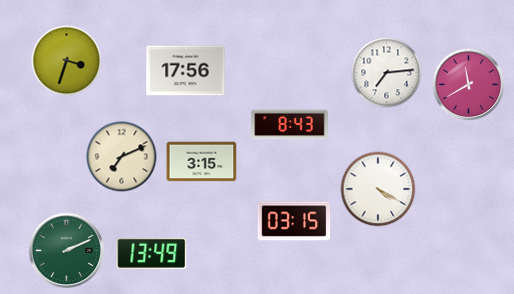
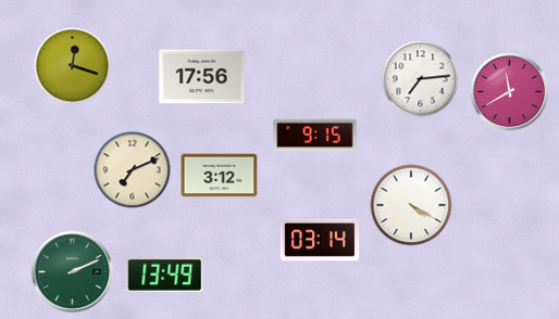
clock at (67, 61): 3:33 -> 12:18
clock at (290, 125): 8:43 -> 9:15
clock at (202, 162): 3:15 -> 3:12
clock at (294, 221): 03:15 -> 03:14
